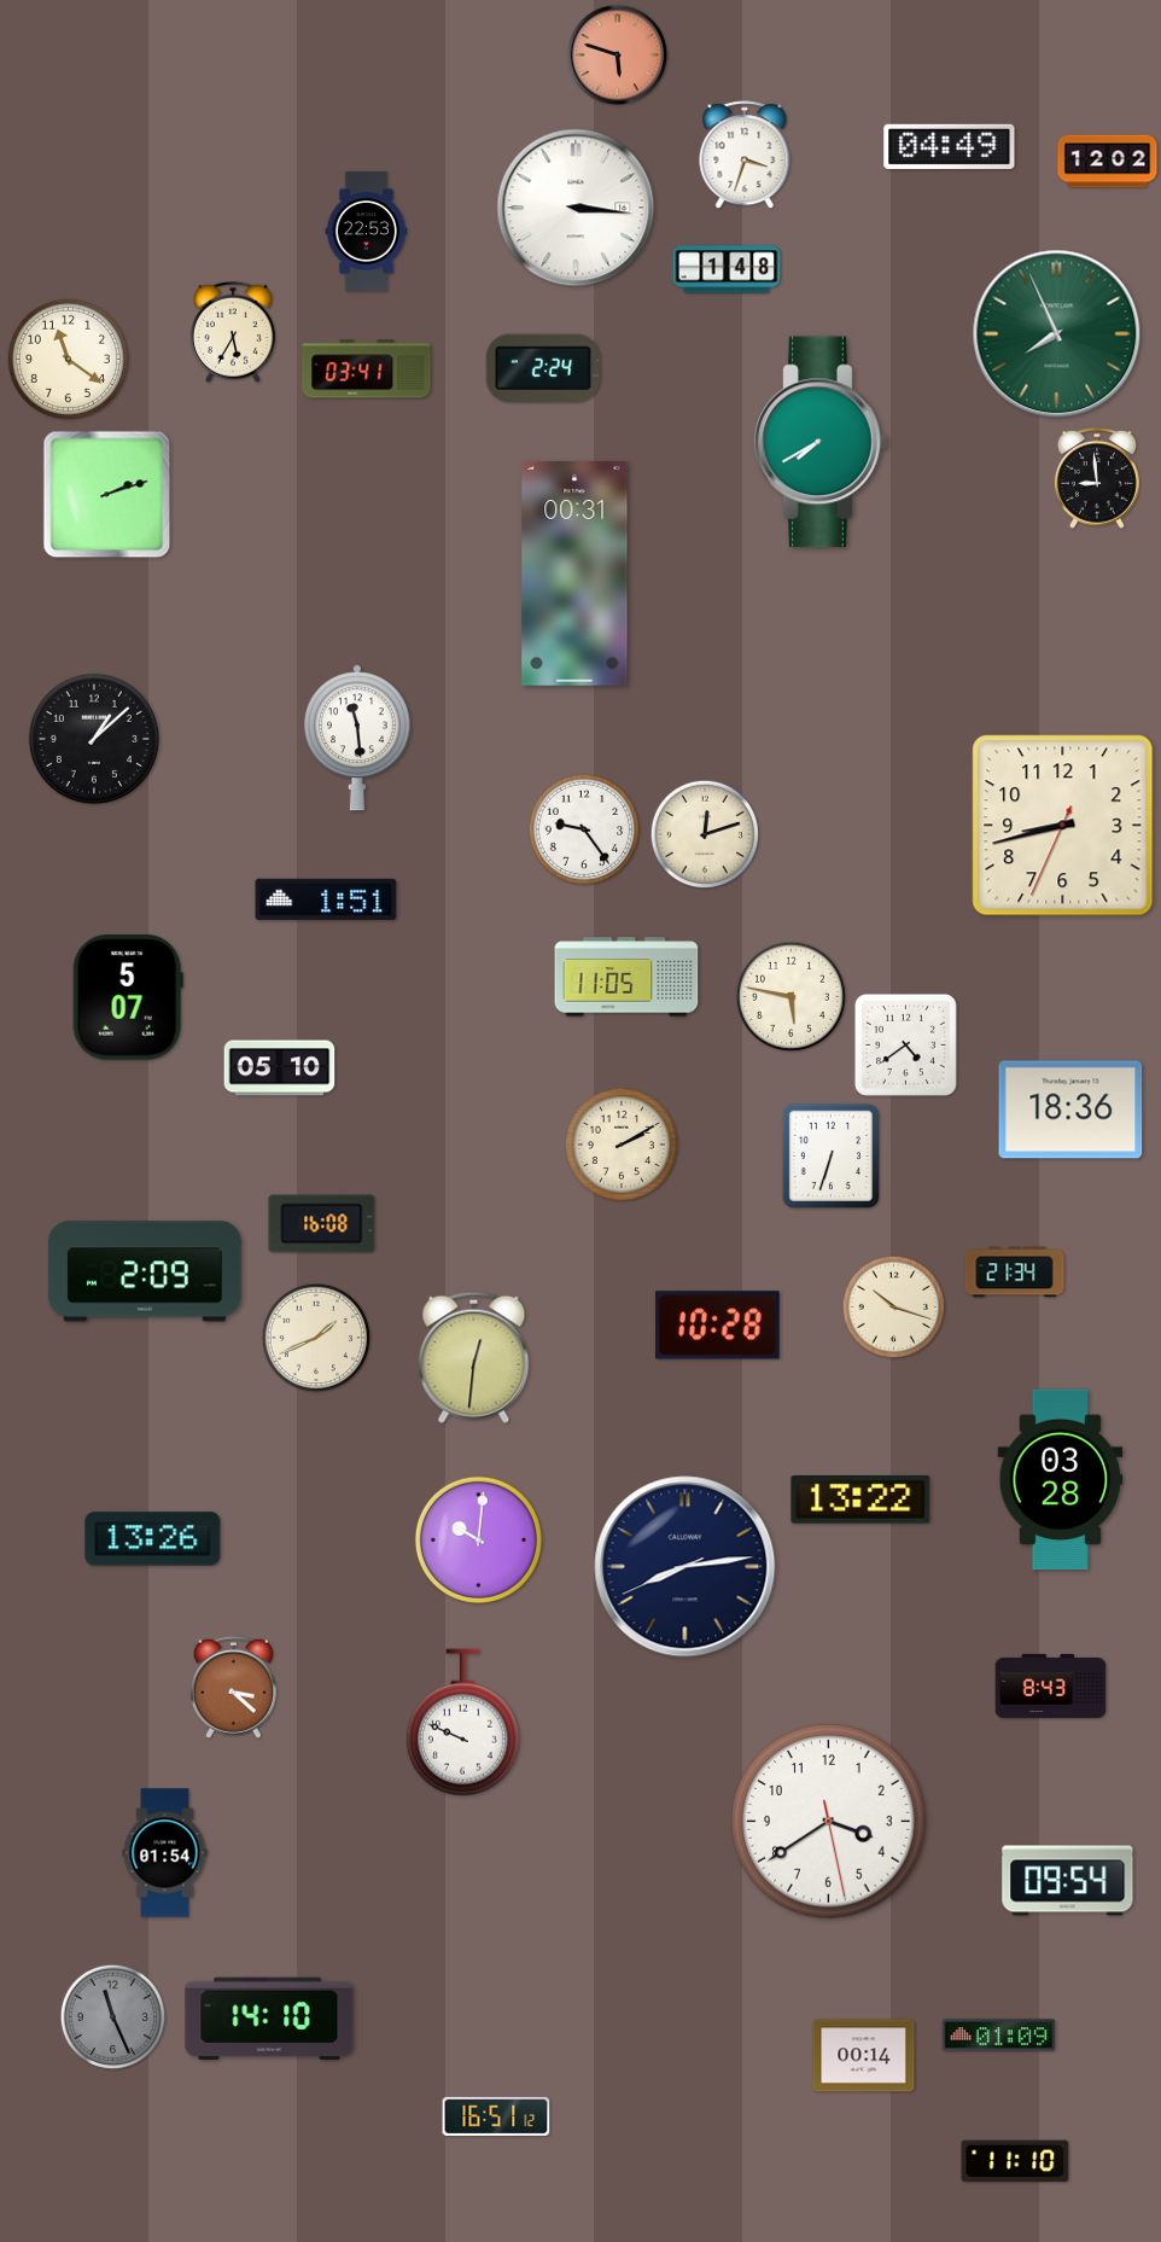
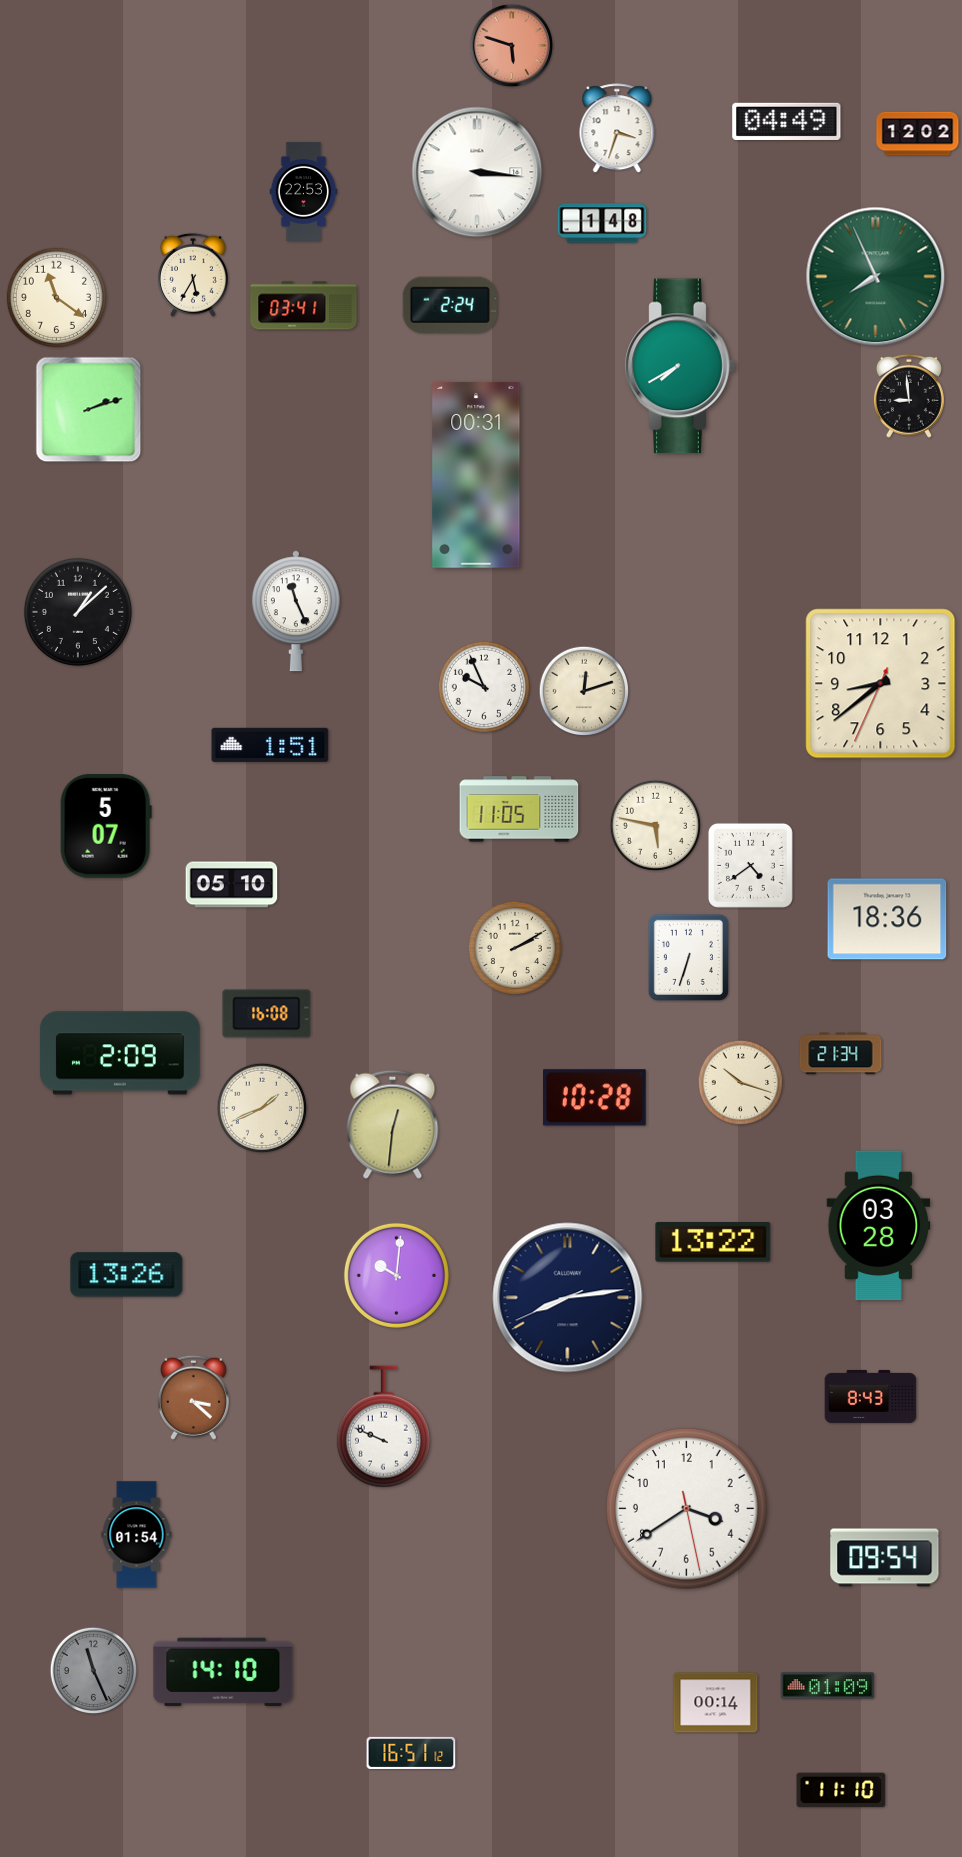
clock at (357, 738): 11:29 -> 11:26
clock at (1063, 826): 8:42 -> 8:38
clock at (583, 828): 9:24 -> 9:56
